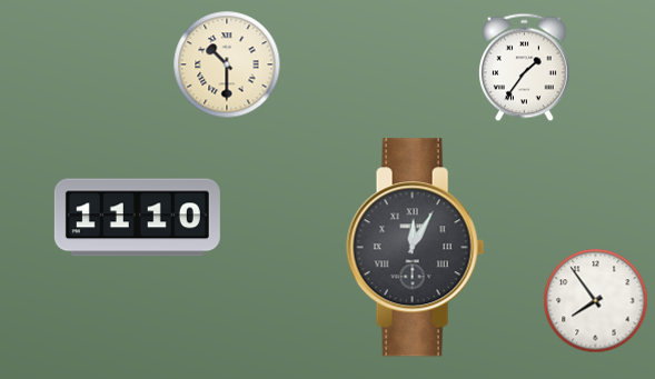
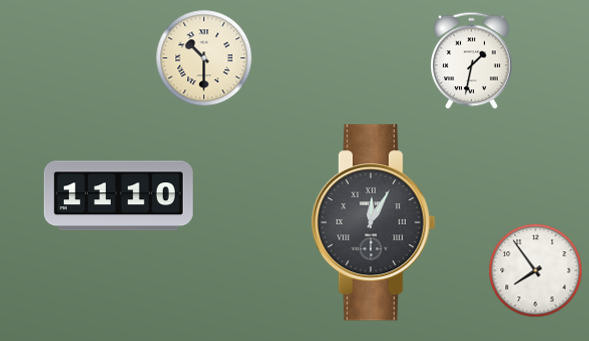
clock at (525, 68): 1:36 -> 1:32
clock at (137, 218) position: (137, 218) -> (118, 196)
